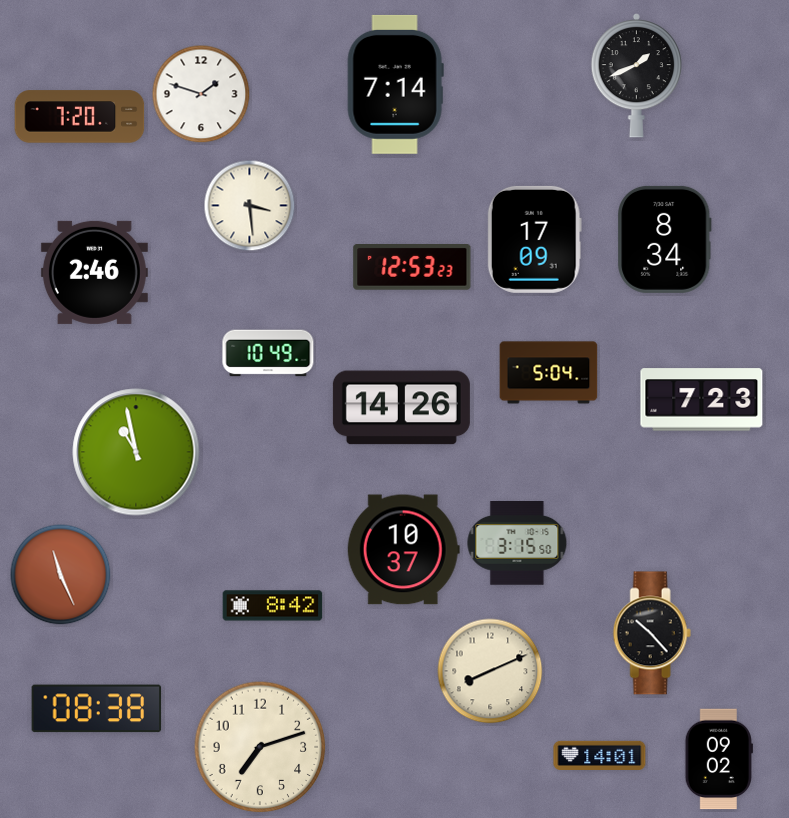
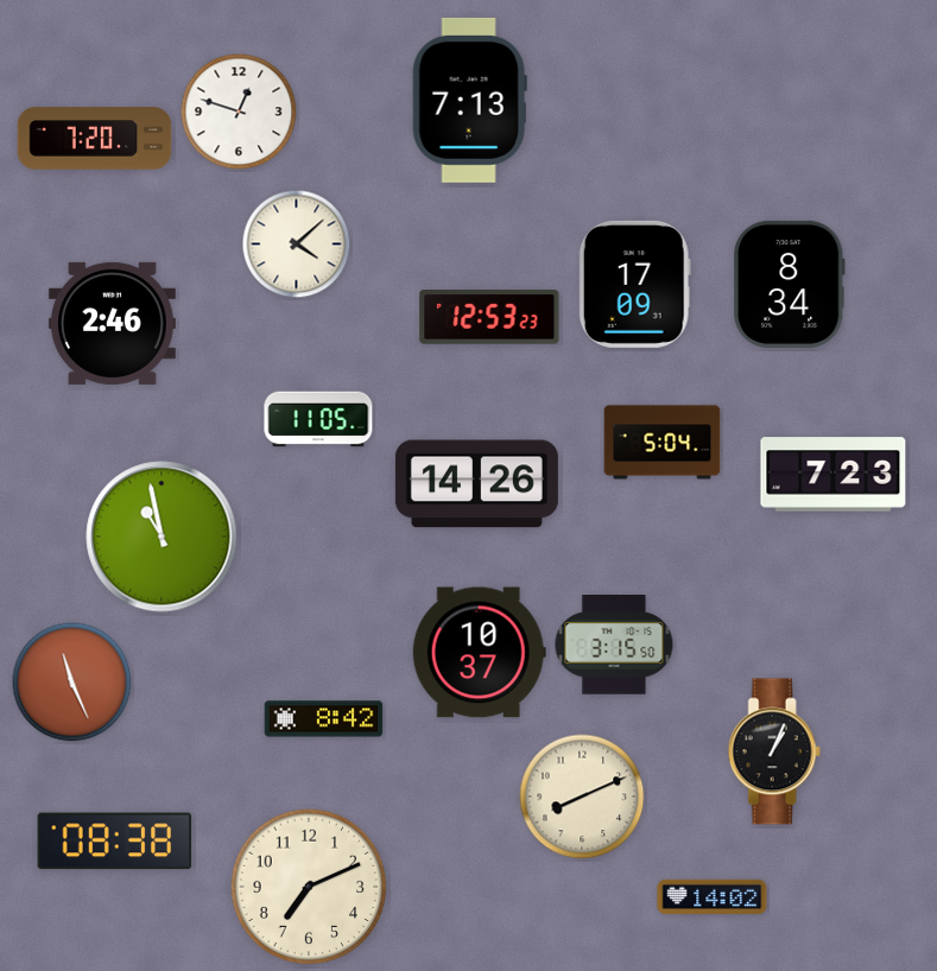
clock at (636, 76): 1:41 -> none
clock at (395, 84): 7:14 -> 7:13
clock at (201, 94): 1:48 -> 12:48
clock at (250, 206): 3:29 -> 4:08
clock at (268, 353): 10:49 -> 11:05
clock at (549, 373) position: (549, 373) -> (663, 443)
clock at (652, 633): 10:23 -> 1:04
clock at (260, 747): 7:12 -> 7:11
clock at (600, 755): 14:01 -> 14:02
clock at (719, 759): 09:02 -> none
